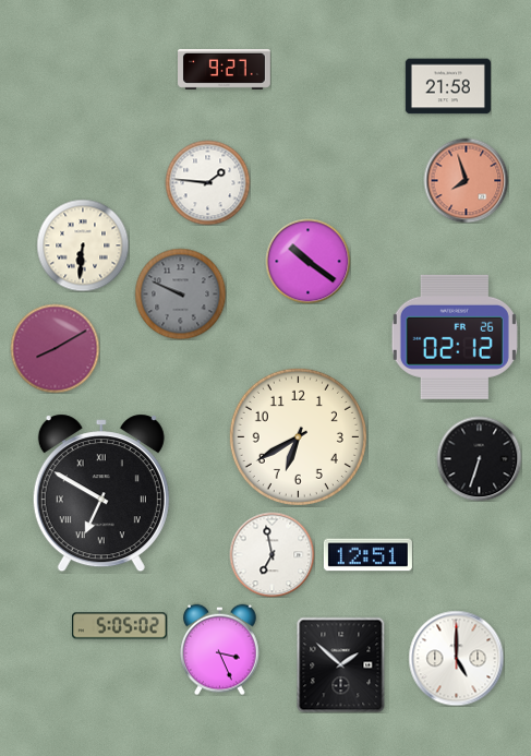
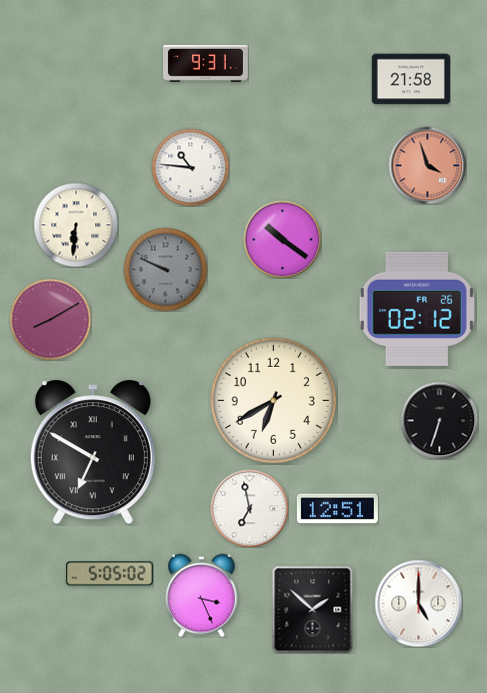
clock at (225, 69): 9:27 -> 9:31
clock at (466, 180): 7:57 -> 3:57
clock at (207, 182): 1:46 -> 10:46
